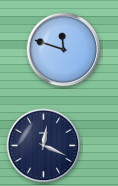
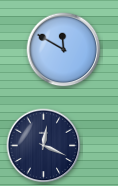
clock at (64, 50): 11:48 -> 11:50
